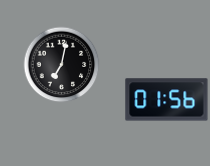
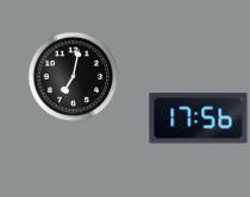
clock at (167, 100): 01:56 -> 17:56
